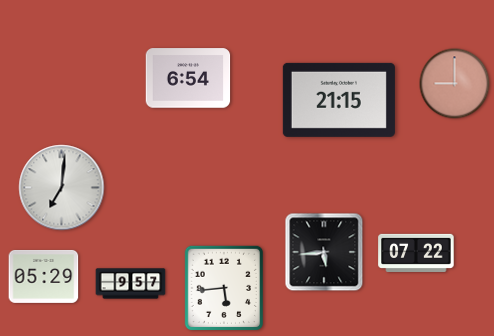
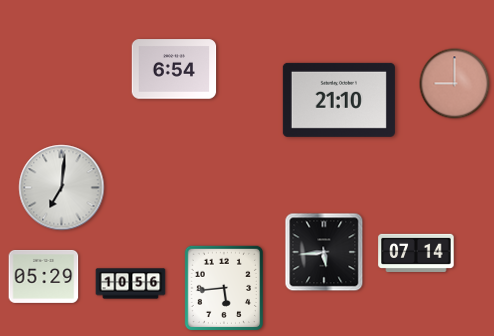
clock at (188, 78) position: (188, 78) -> (174, 69)
clock at (339, 100): 21:15 -> 21:10
clock at (416, 253): 07:22 -> 07:14
clock at (131, 284): 9:57 -> 10:56
